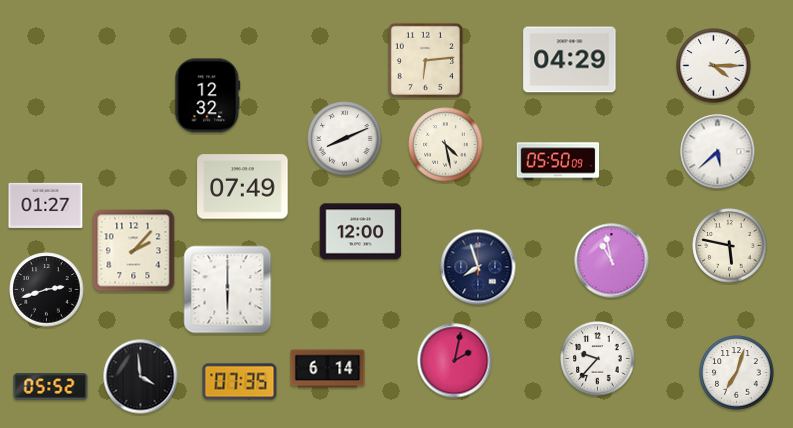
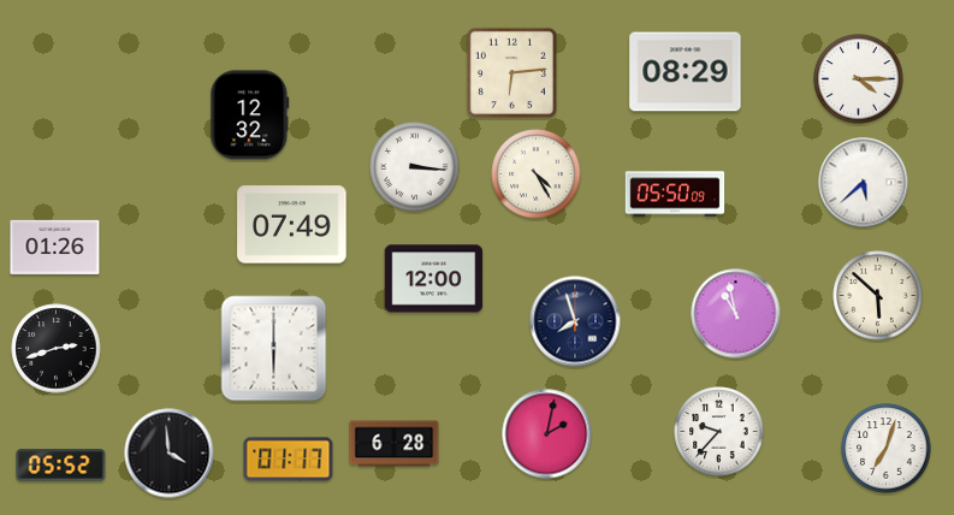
clock at (570, 60): 04:29 -> 08:29
clock at (345, 139): 8:11 -> 3:16
clock at (446, 145): 4:28 -> 4:25
clock at (558, 161) position: (558, 161) -> (675, 194)
clock at (46, 205): 01:27 -> 01:26
clock at (730, 246): 5:47 -> 5:52
clock at (134, 251): 2:07 -> none
clock at (328, 369): 6:14 -> 6:28
clock at (240, 382): 07:35 -> 01:17
